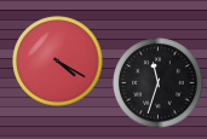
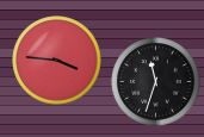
clock at (58, 62): 4:20 -> 3:46
